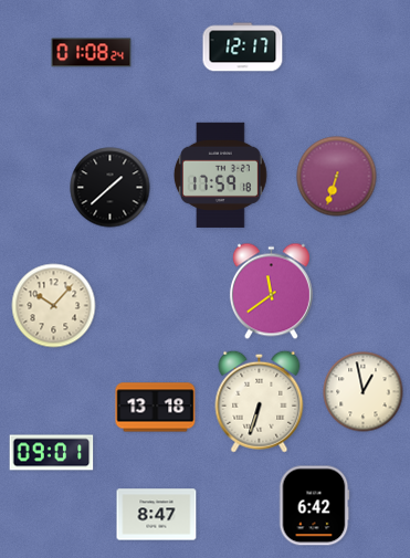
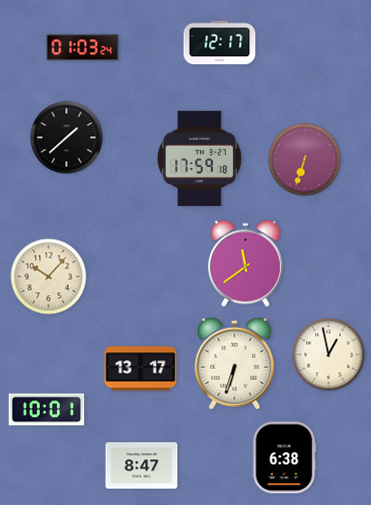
clock at (92, 53): 01:08 -> 01:03
clock at (111, 188) position: (111, 188) -> (67, 138)
clock at (156, 408): 13:18 -> 13:17
clock at (52, 453): 09:01 -> 10:01
clock at (314, 506): 6:42 -> 6:38
